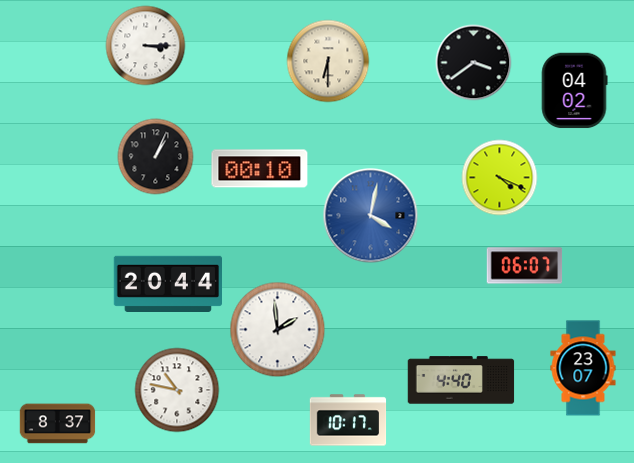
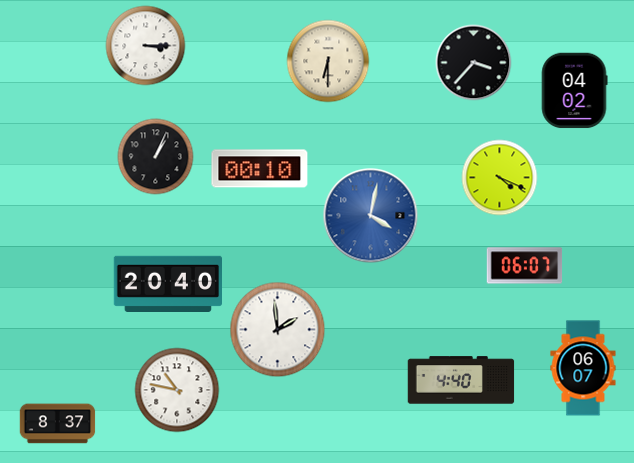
clock at (474, 63): 3:39 -> 3:37
clock at (167, 283): 20:44 -> 20:40
clock at (583, 368): 23:07 -> 06:07
clock at (348, 420): 10:17 -> none
